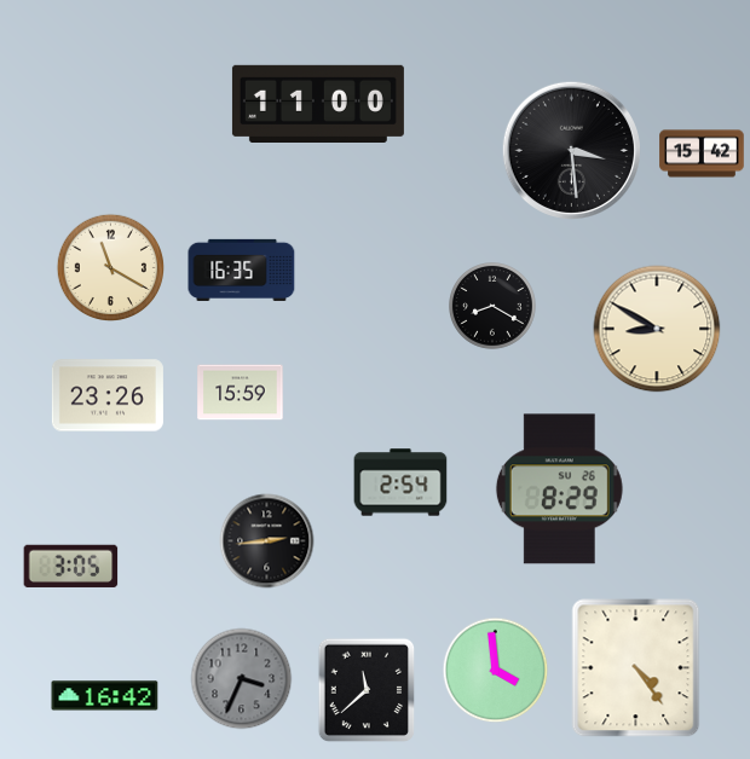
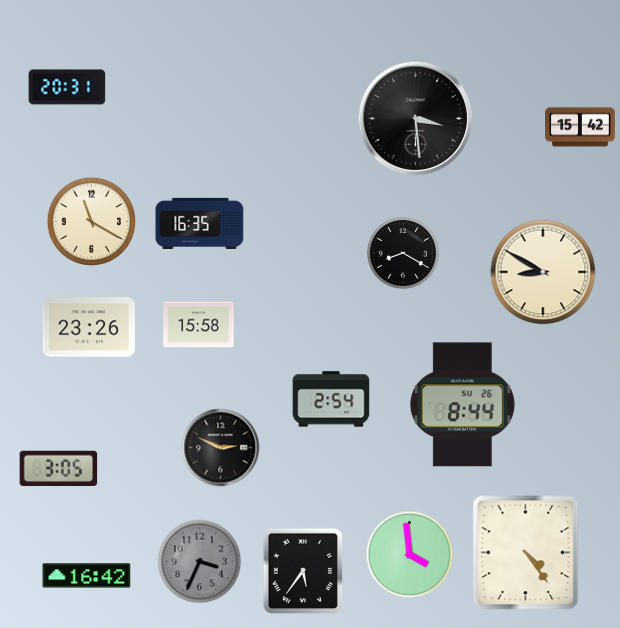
clock at (318, 103): 11:00 -> none
clock at (67, 87): none -> 20:31
clock at (571, 150) position: (571, 150) -> (415, 118)
clock at (494, 307) position: (494, 307) -> (404, 254)
clock at (241, 393): 15:59 -> 15:58
clock at (559, 489): 8:29 -> 8:44
clock at (267, 541): 2:44 -> 2:49
clock at (367, 690): 11:38 -> 5:36
